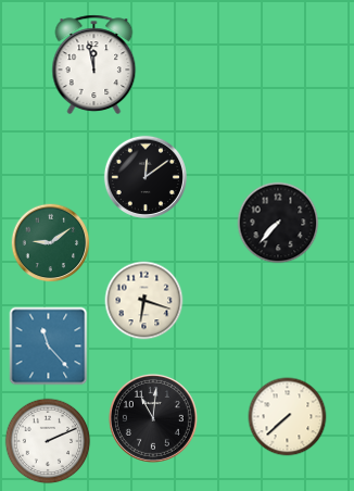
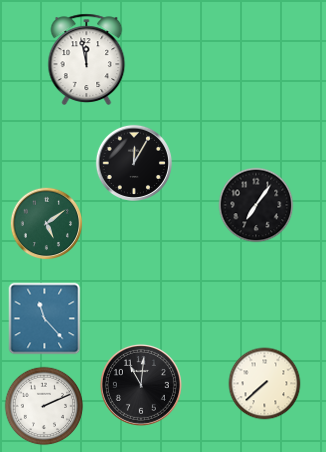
clock at (146, 177): 12:09 -> 12:05
clock at (278, 223): 7:37 -> 7:06
clock at (51, 243): 9:09 -> 5:09
clock at (144, 301): 6:18 -> none
